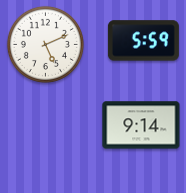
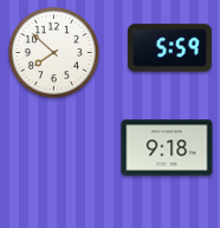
clock at (45, 44): 5:11 -> 7:52
clock at (141, 125): 9:14 -> 9:18
